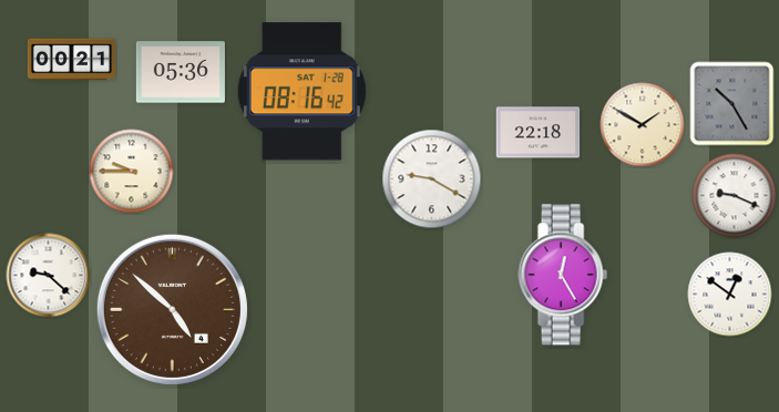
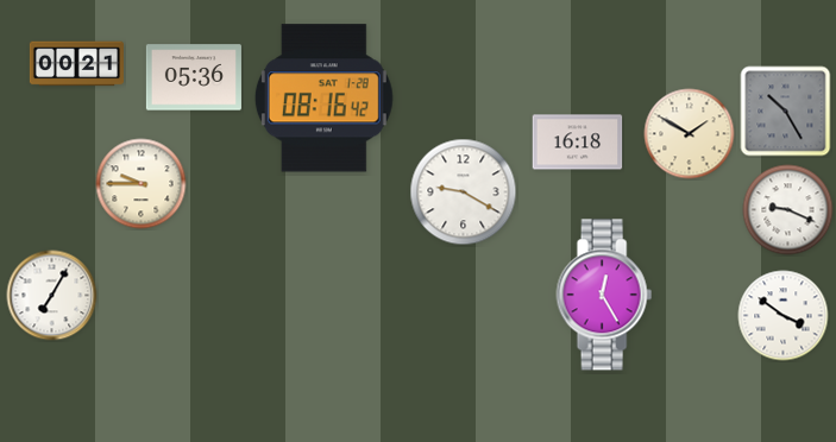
clock at (539, 133): 22:18 -> 16:18
clock at (49, 276): 9:22 -> 7:05
clock at (730, 295): 12:51 -> 3:51
clock at (172, 309): 4:52 -> none
